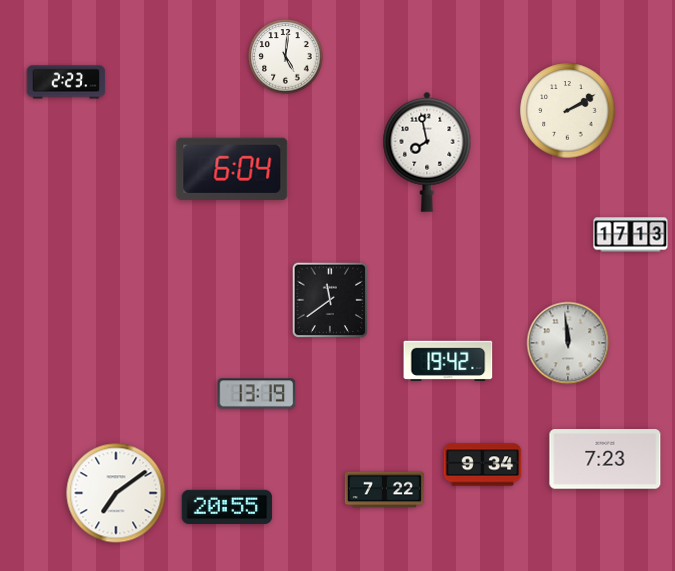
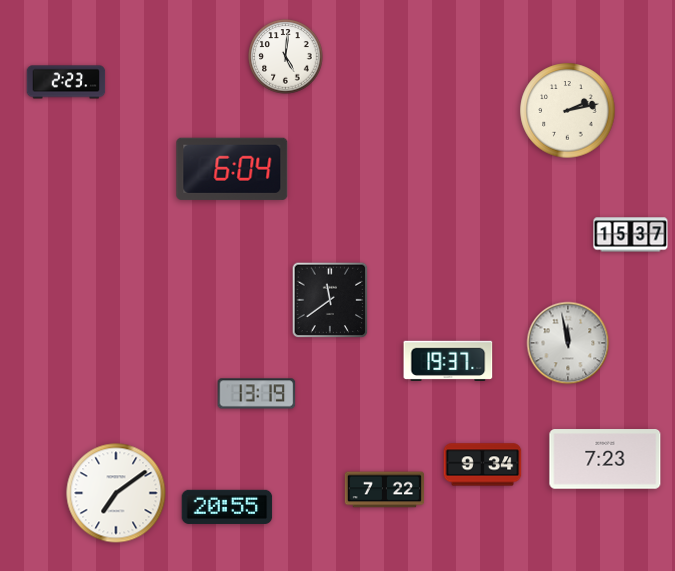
clock at (568, 111): 2:10 -> 2:13
clock at (427, 152): 7:58 -> none
clock at (631, 235): 17:13 -> 15:37
clock at (568, 343): 11:59 -> 11:58
clock at (448, 360): 19:42 -> 19:37
